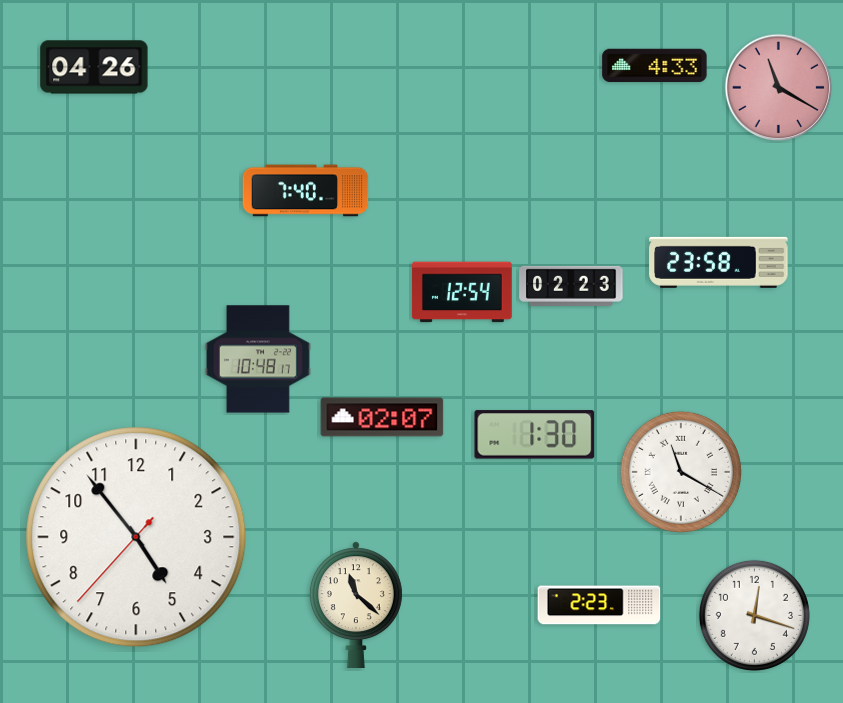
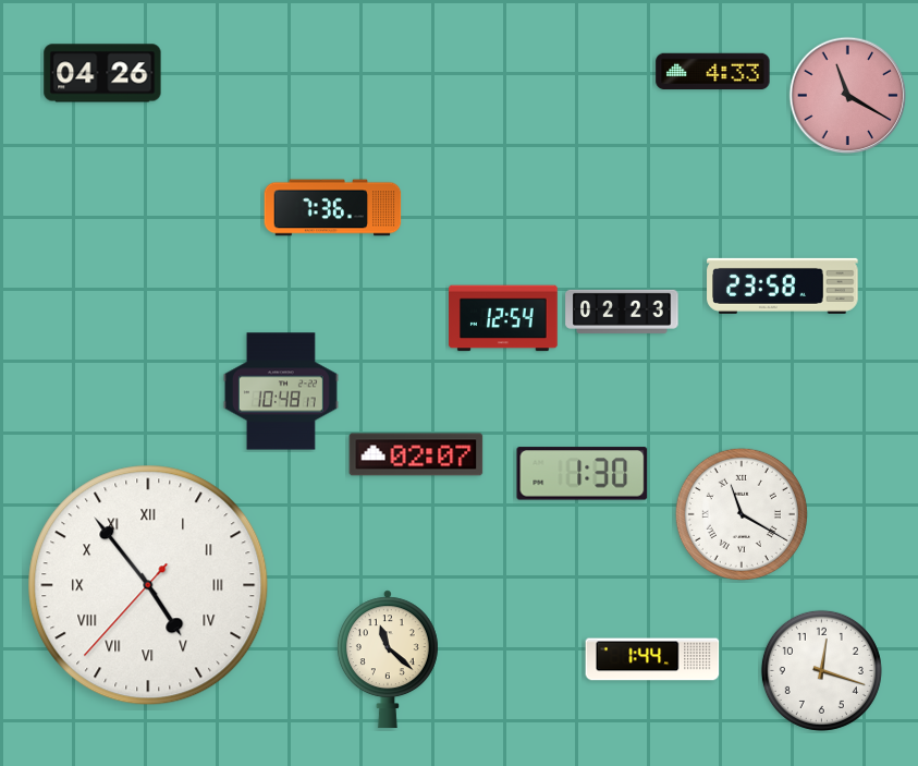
clock at (306, 191): 7:40 -> 7:36
clock at (136, 537) numerals: Arabic -> Roman
clock at (599, 605): 2:23 -> 1:44
